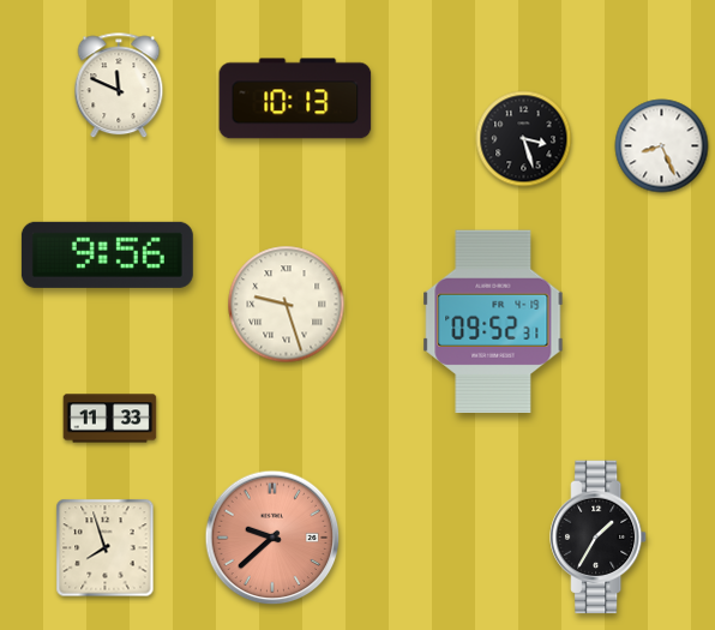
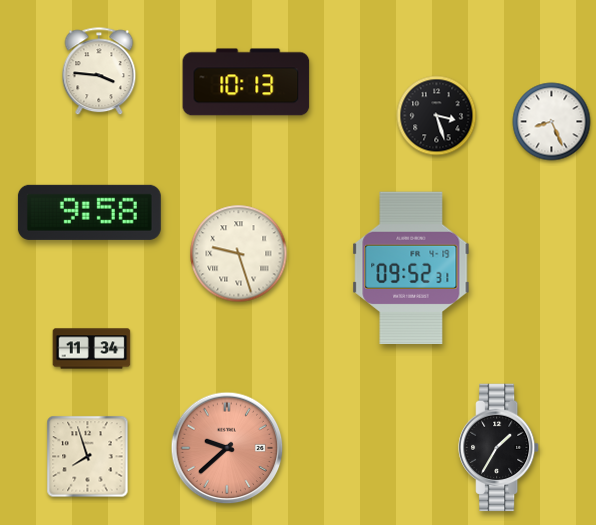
clock at (119, 86): 11:49 -> 3:46
clock at (107, 254): 9:56 -> 9:58
clock at (110, 419): 11:33 -> 11:34
